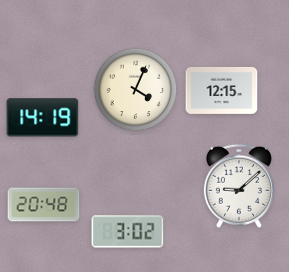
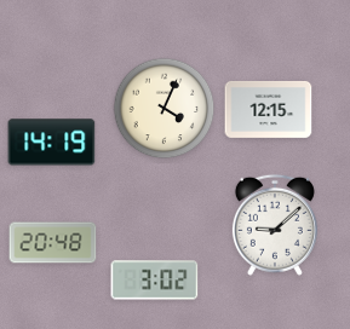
clock at (239, 186) position: (239, 186) -> (275, 225)
clock at (44, 205) position: (44, 205) -> (53, 243)
